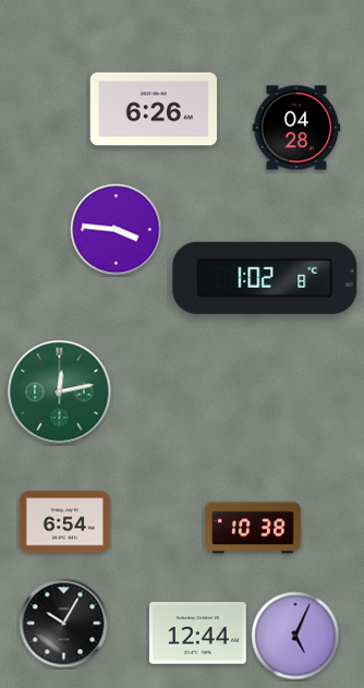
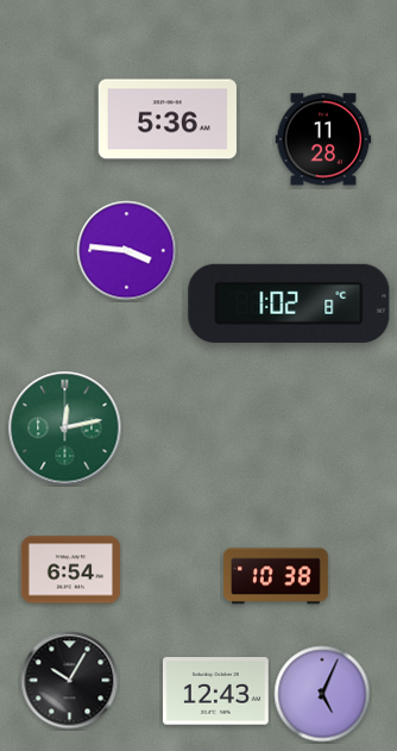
clock at (154, 109): 6:26 -> 5:36
clock at (296, 128): 04:28 -> 11:28
clock at (197, 633): 12:44 -> 12:43
